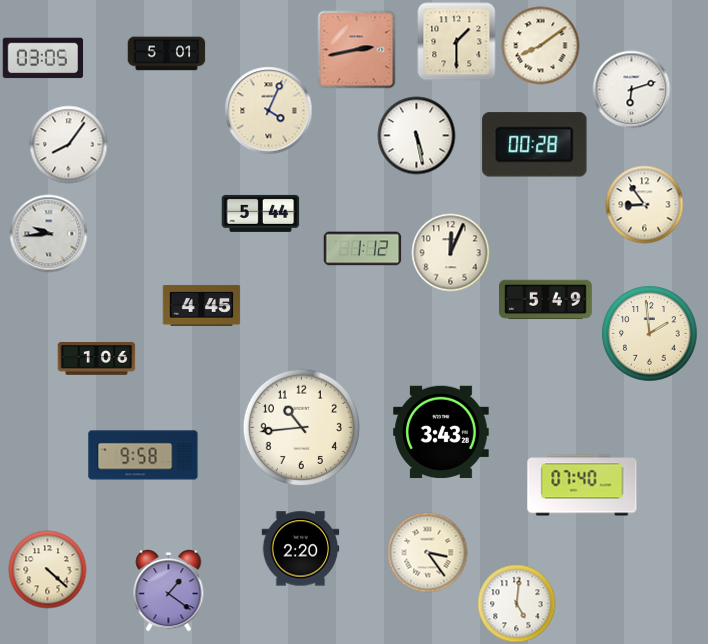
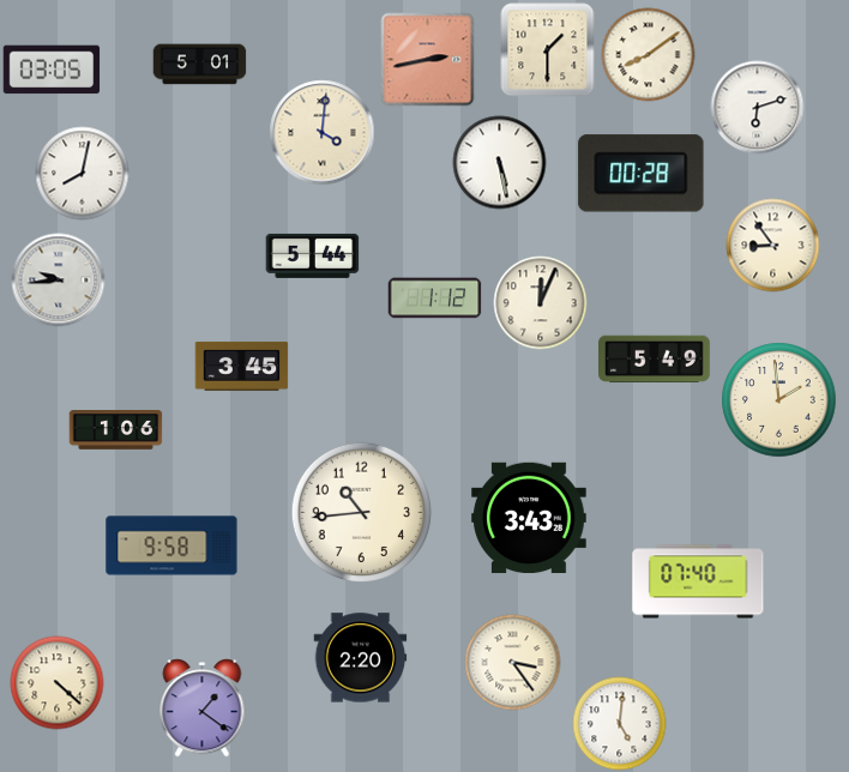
clock at (268, 110): 4:04 -> 4:01
clock at (68, 144): 8:06 -> 8:02
clock at (201, 305): 4:45 -> 3:45
